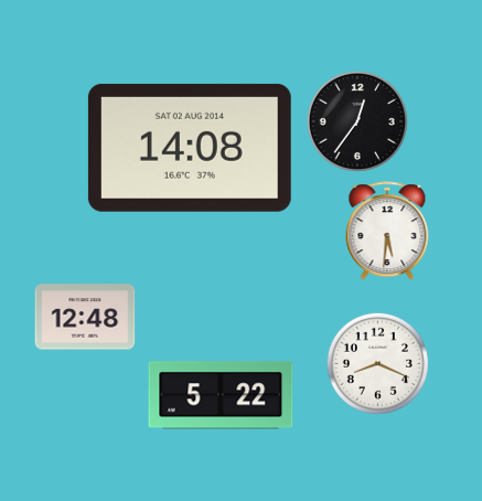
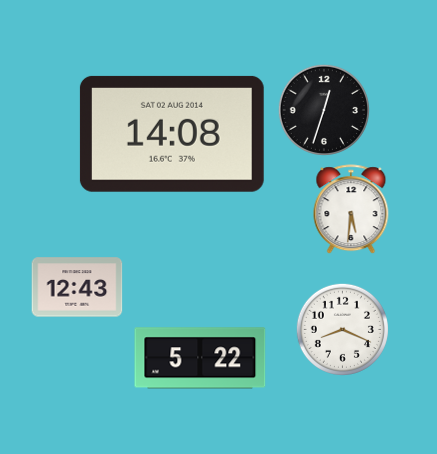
clock at (357, 121): 12:36 -> 12:33
clock at (85, 317): 12:48 -> 12:43
